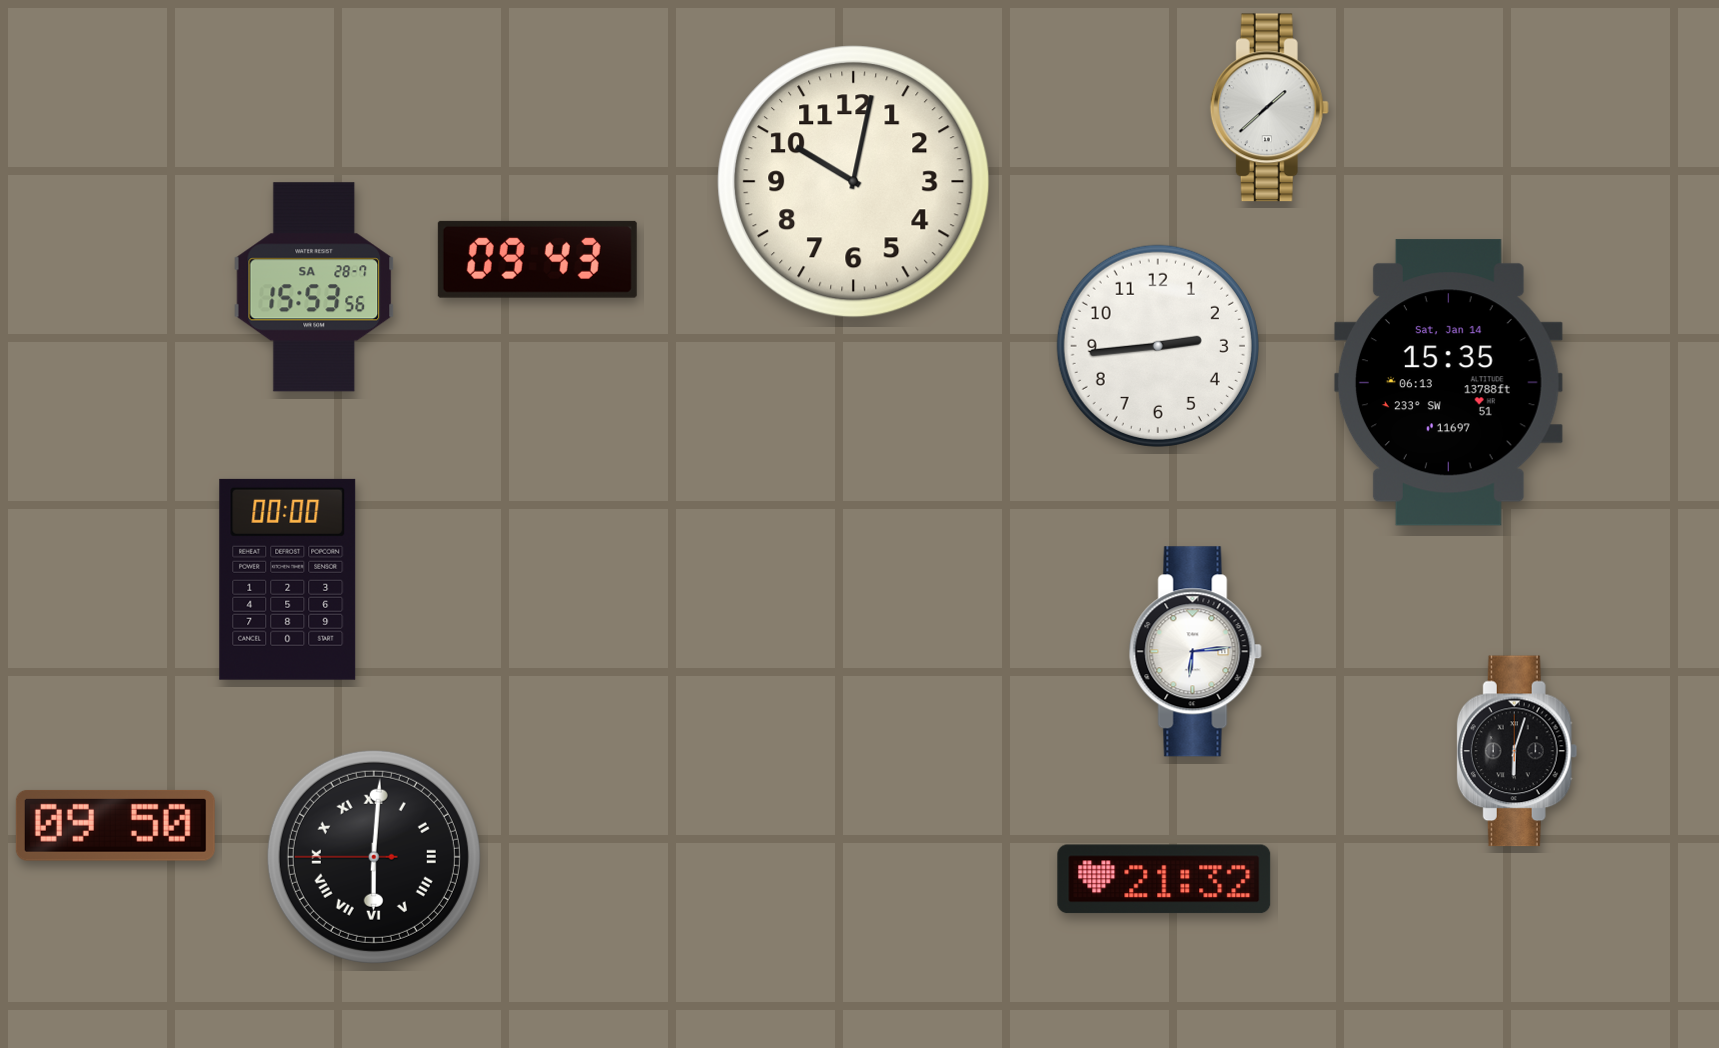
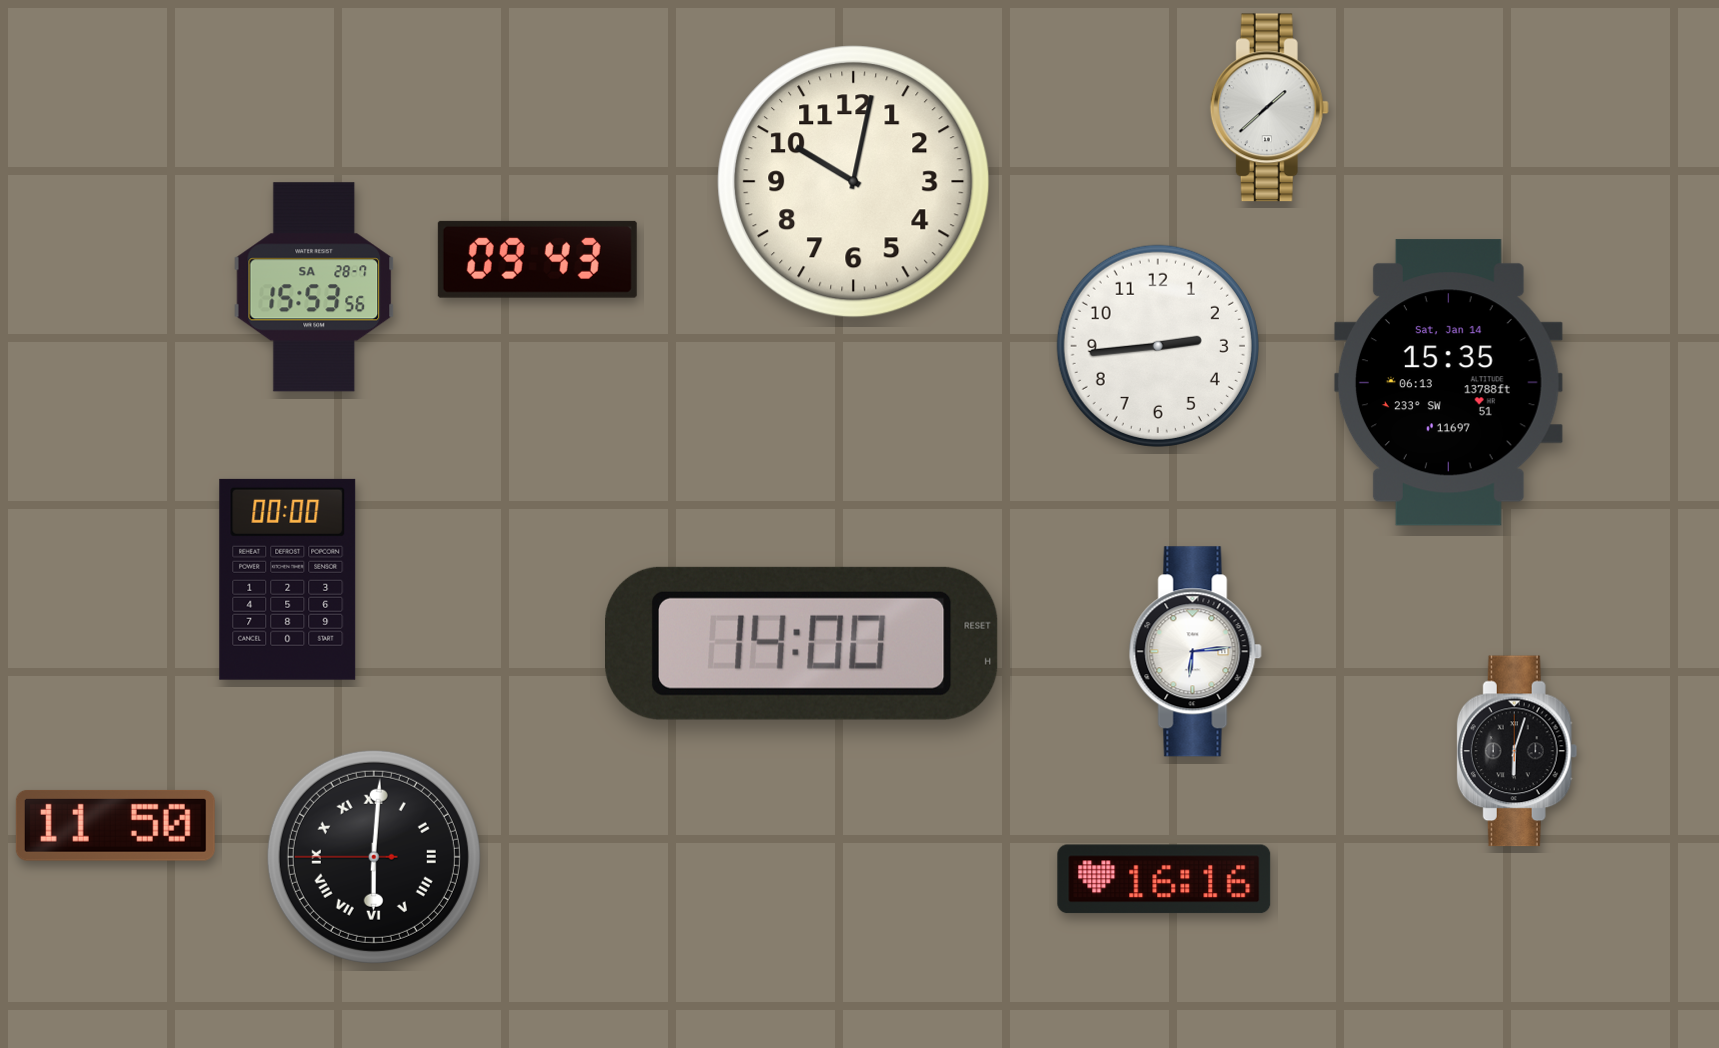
clock at (802, 643): none -> 14:00
clock at (115, 825): 09:50 -> 11:50
clock at (1164, 879): 21:32 -> 16:16
